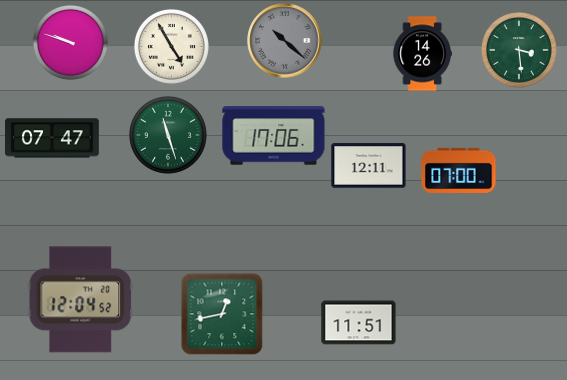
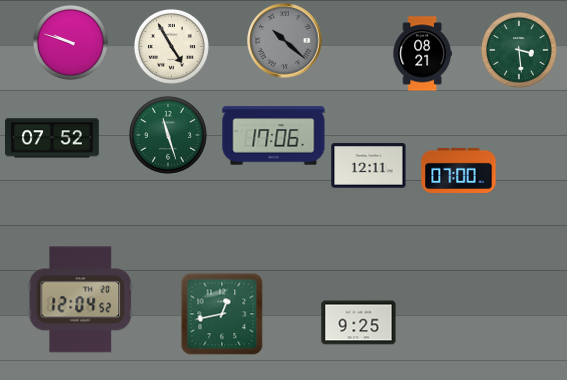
clock at (422, 54): 14:26 -> 08:21
clock at (53, 138): 07:47 -> 07:52
clock at (359, 323): 11:51 -> 9:25
